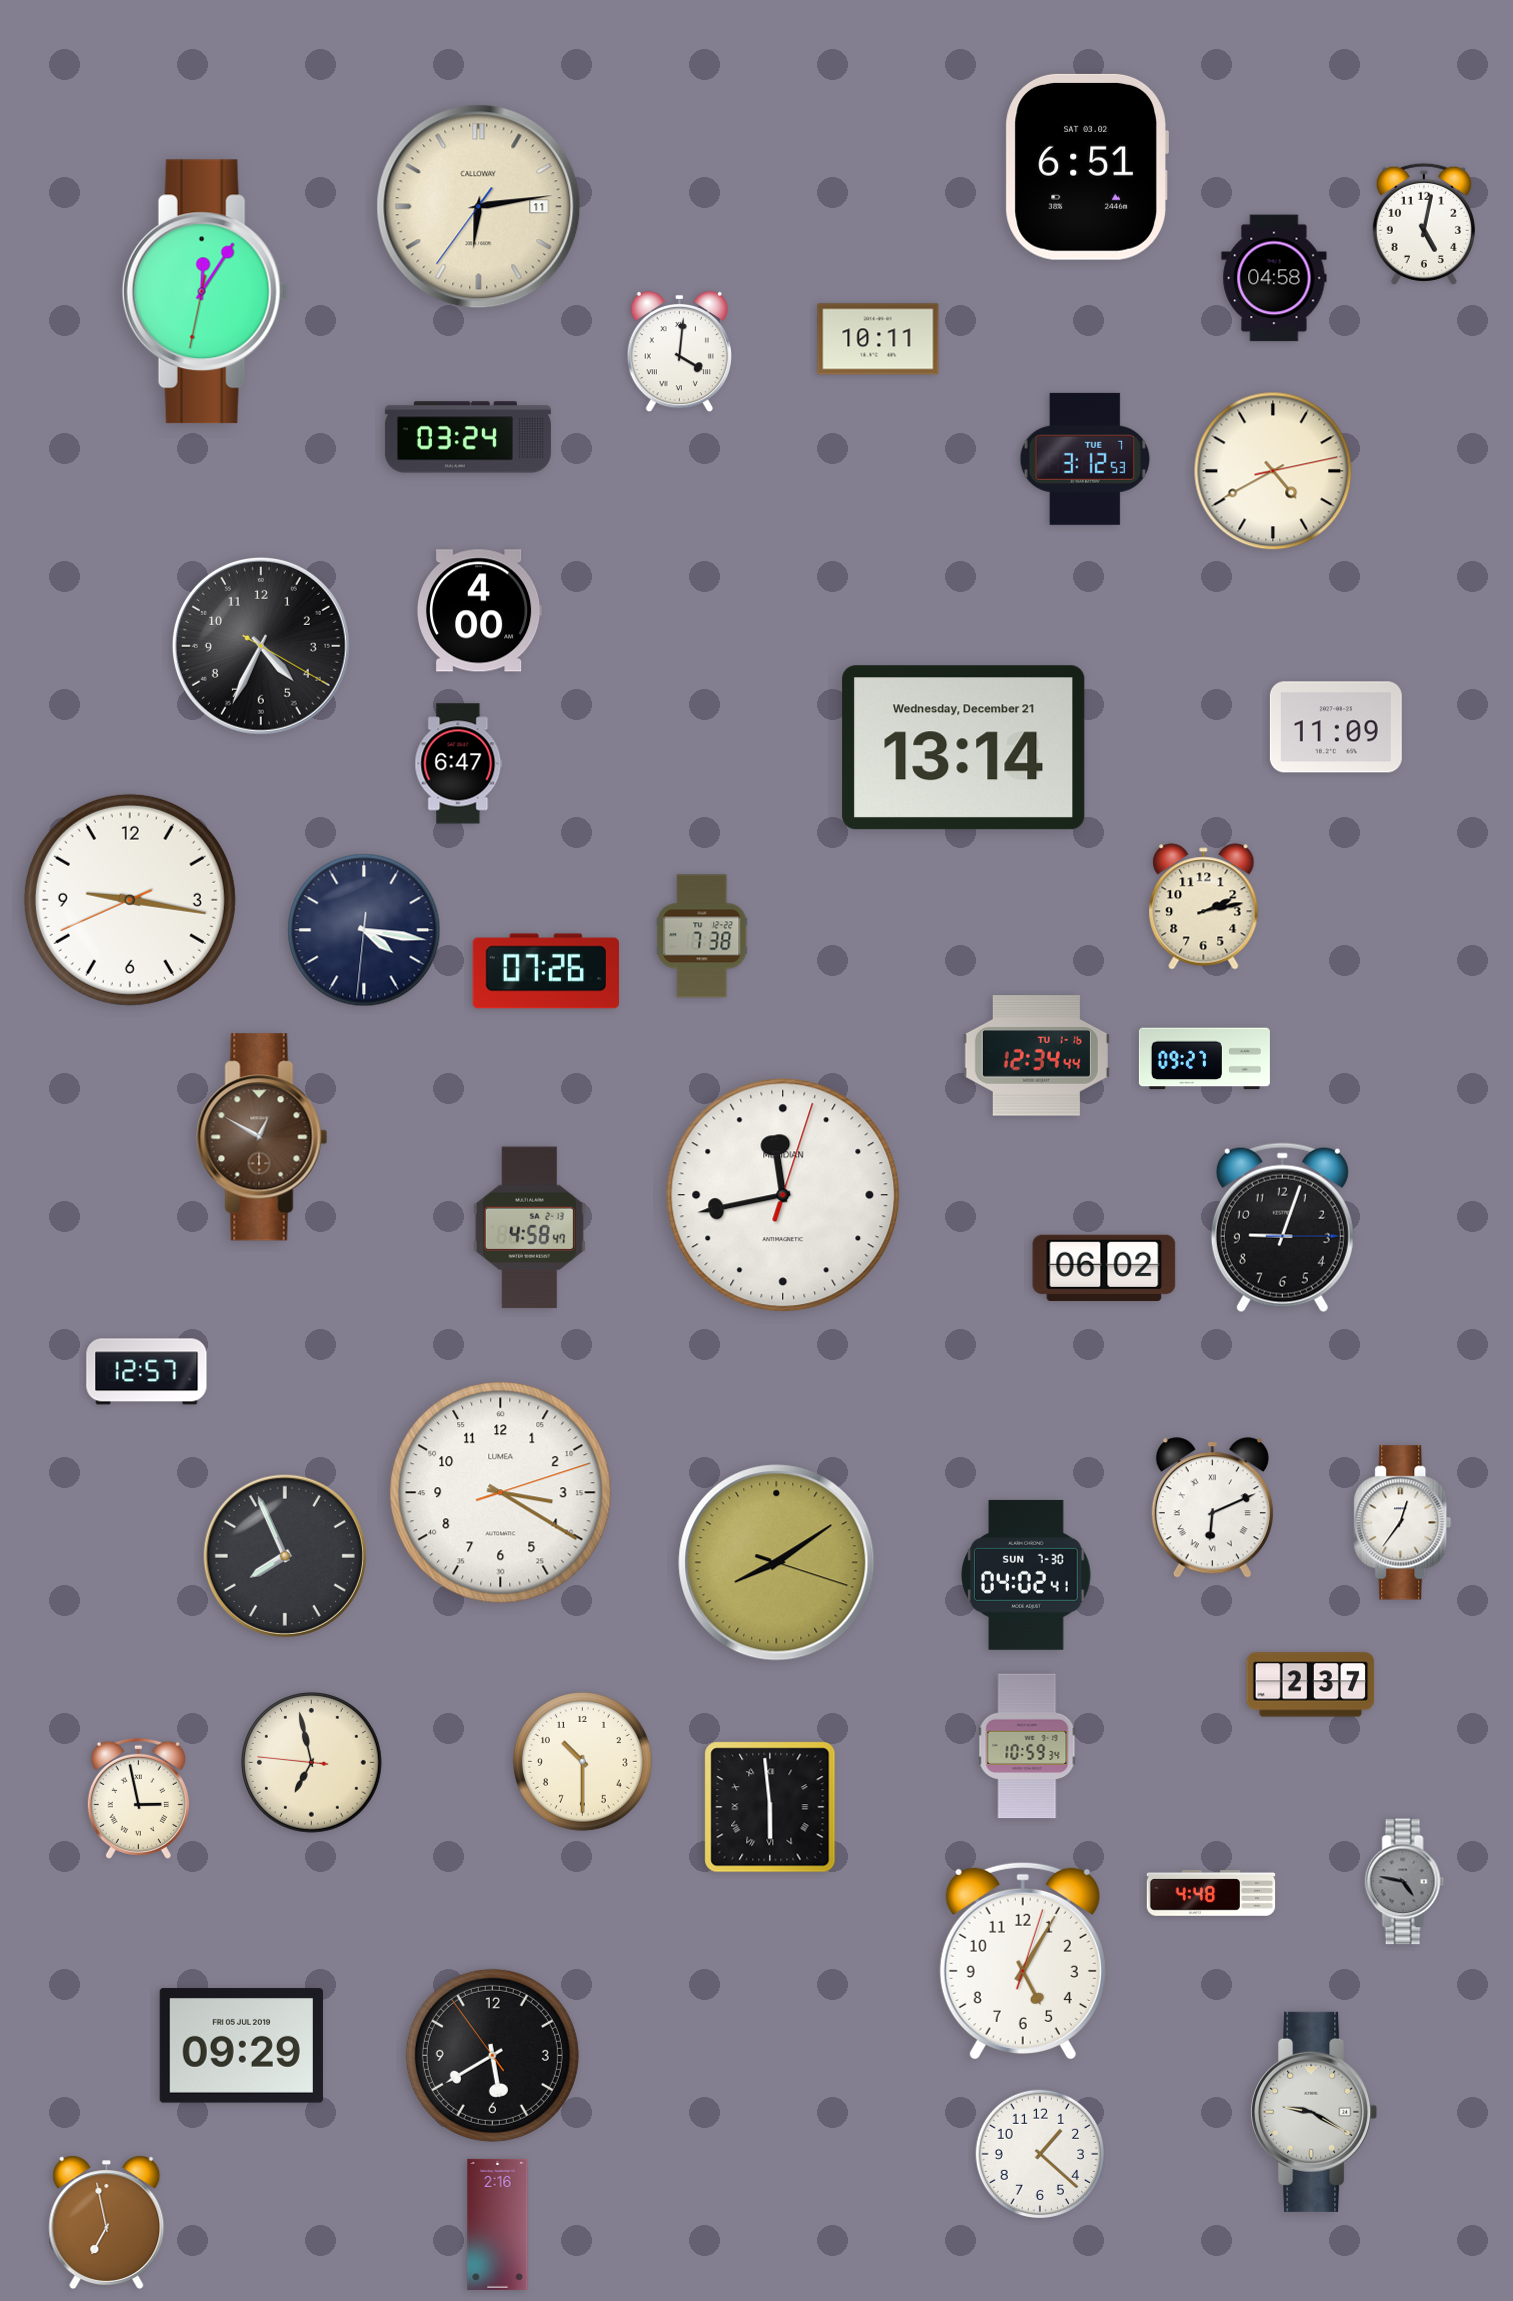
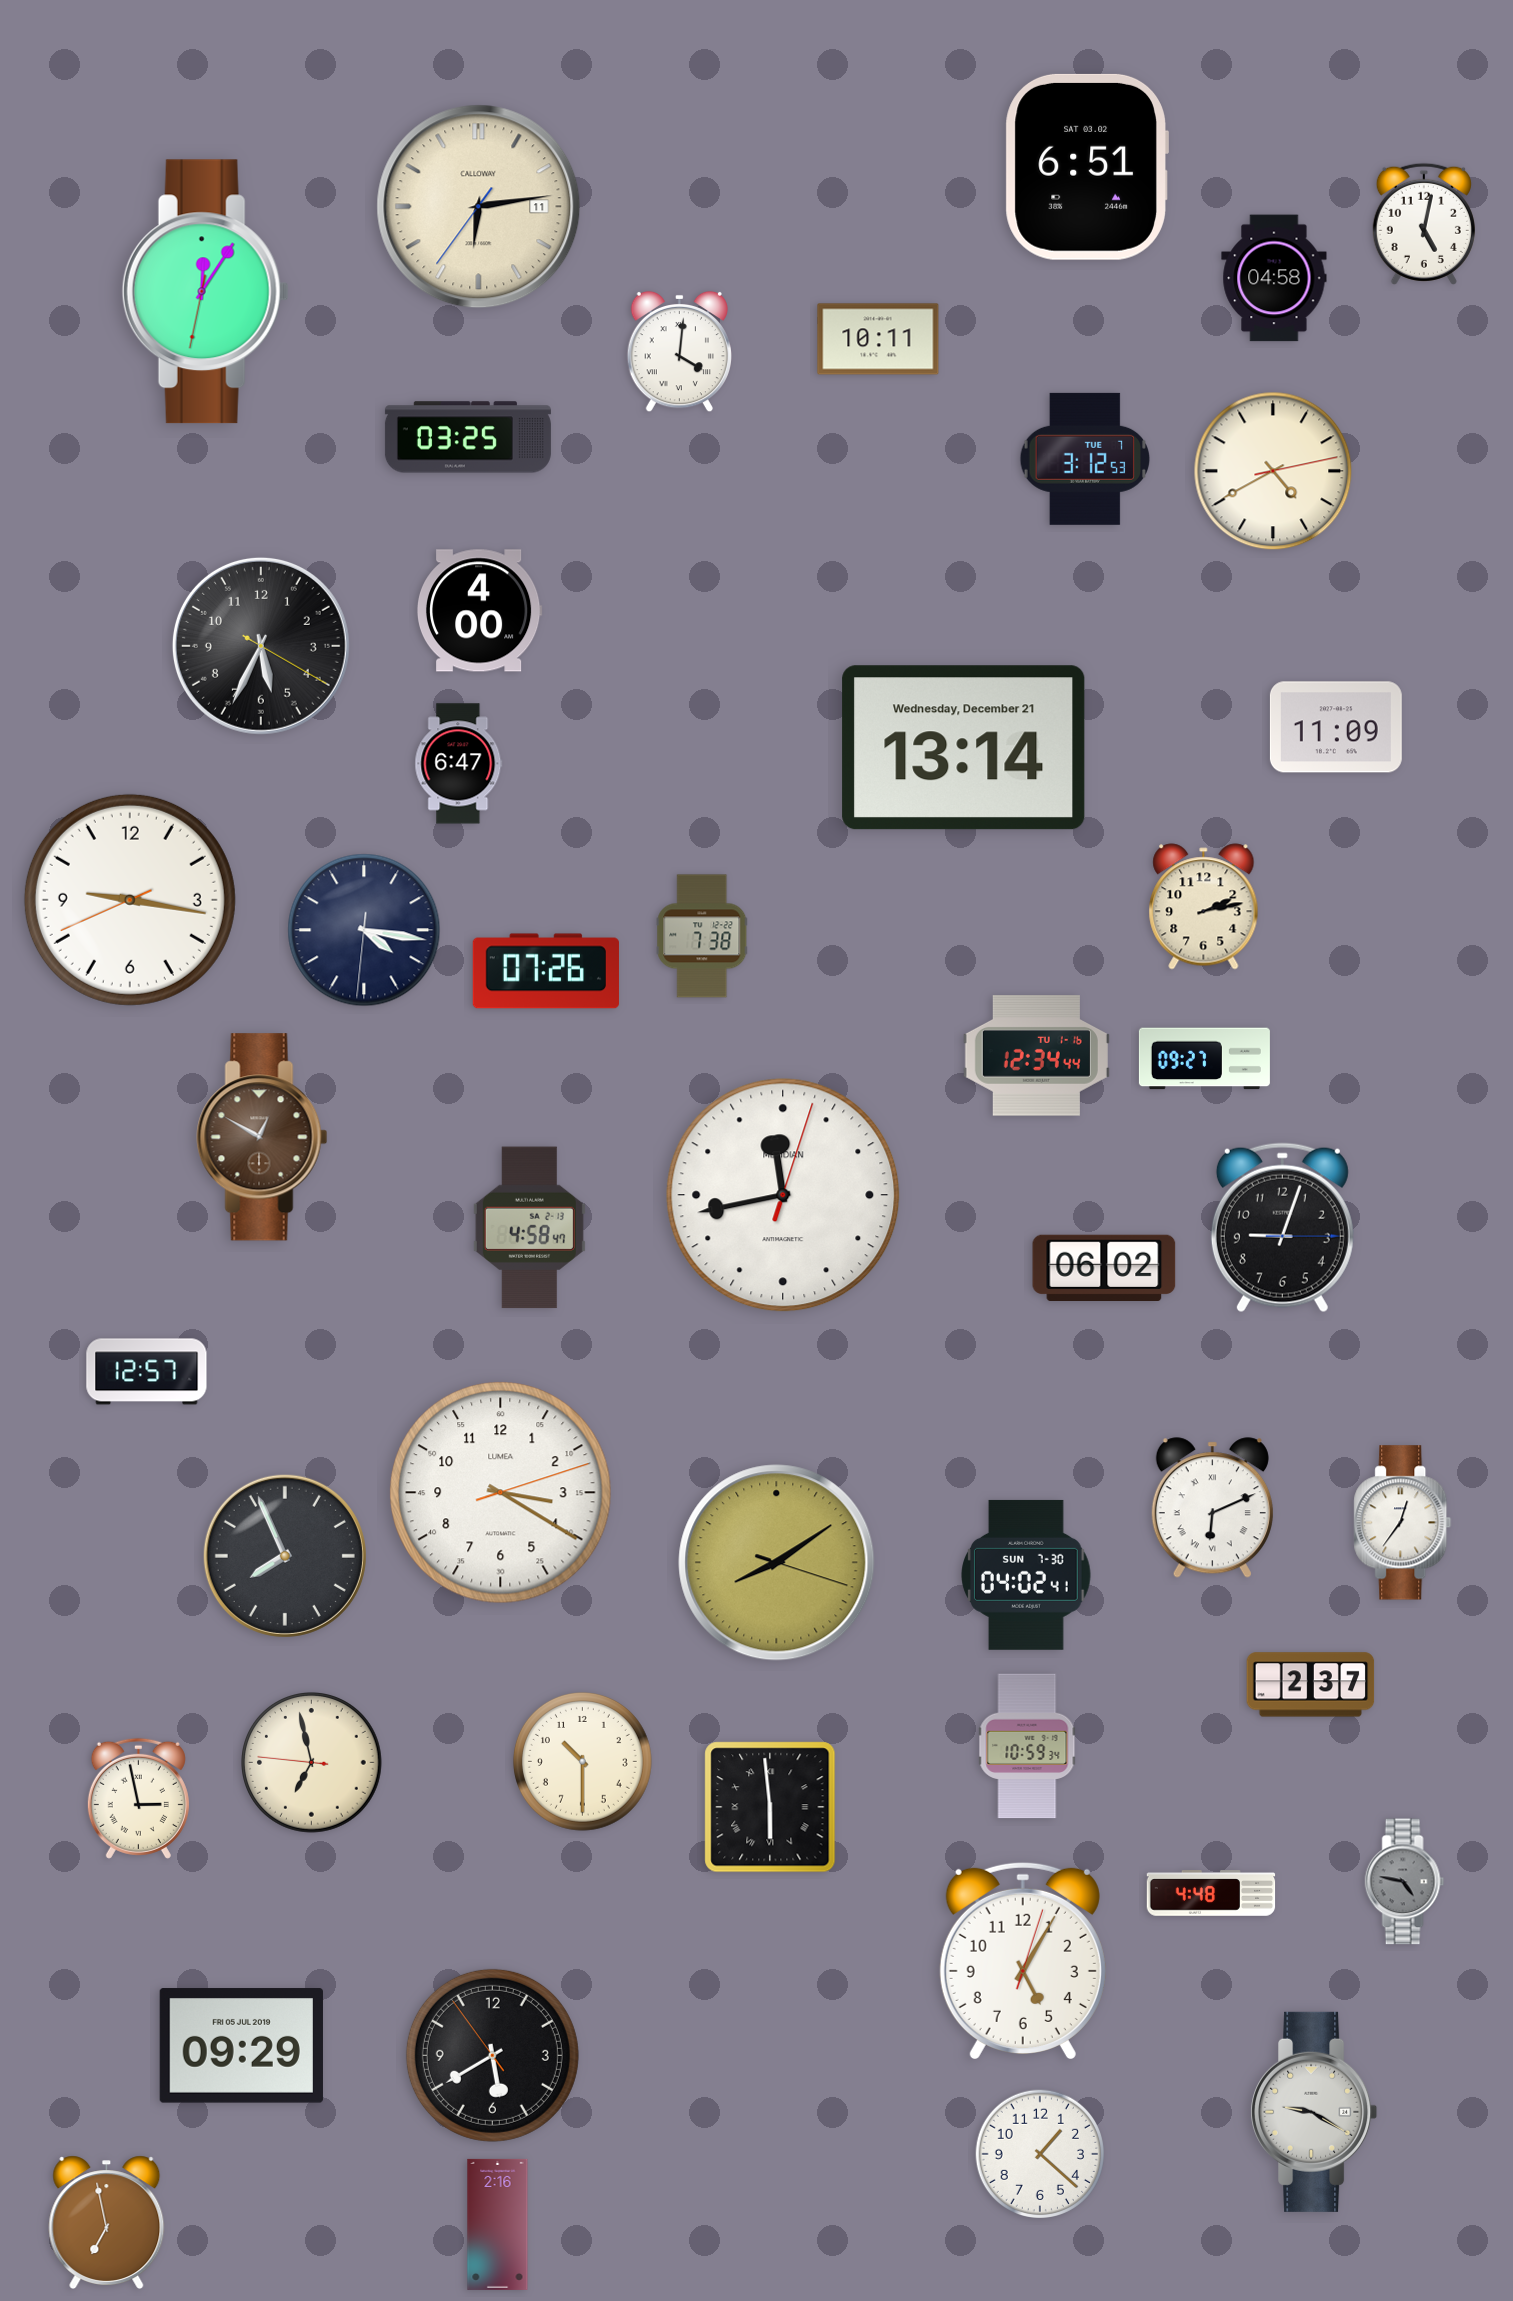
clock at (468, 437): 03:24 -> 03:25
clock at (261, 646): 4:34 -> 5:34
